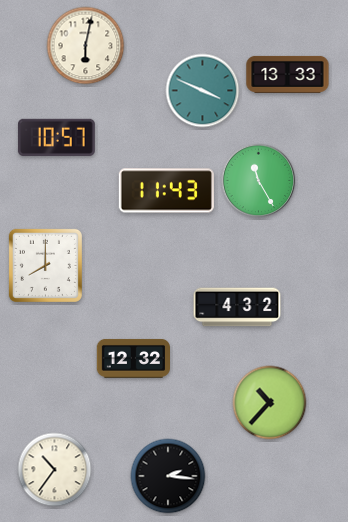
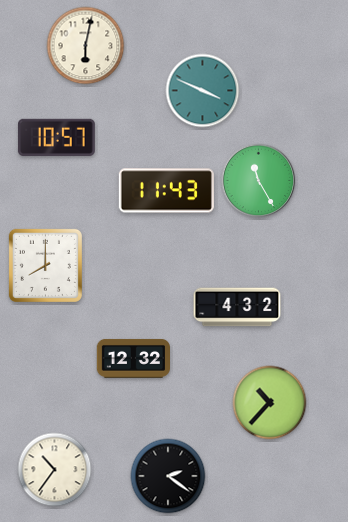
clock at (288, 74): 13:33 -> none
clock at (168, 476): 2:16 -> 2:21
